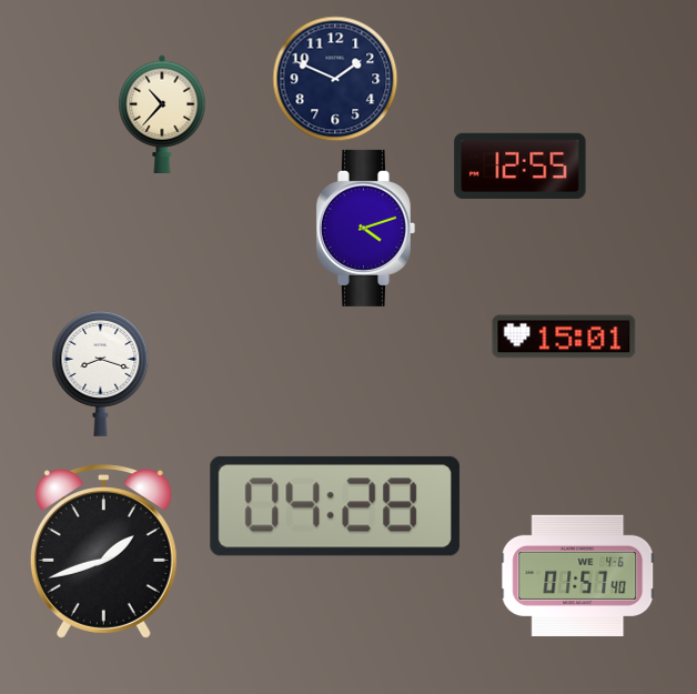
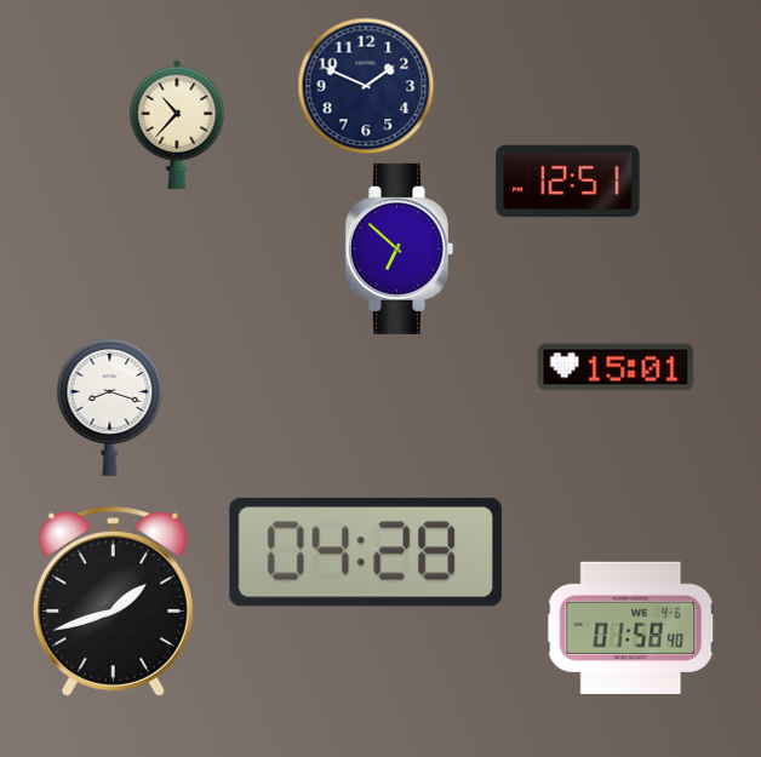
clock at (521, 165): 12:55 -> 12:51
clock at (365, 228): 4:12 -> 6:52
clock at (578, 575): 01:57 -> 01:58
